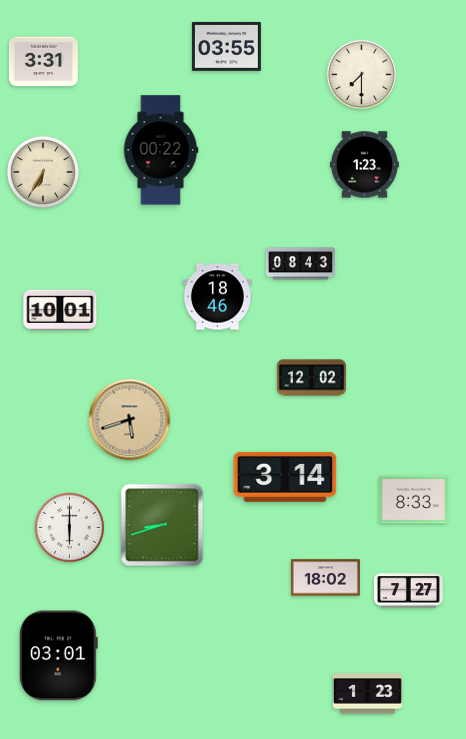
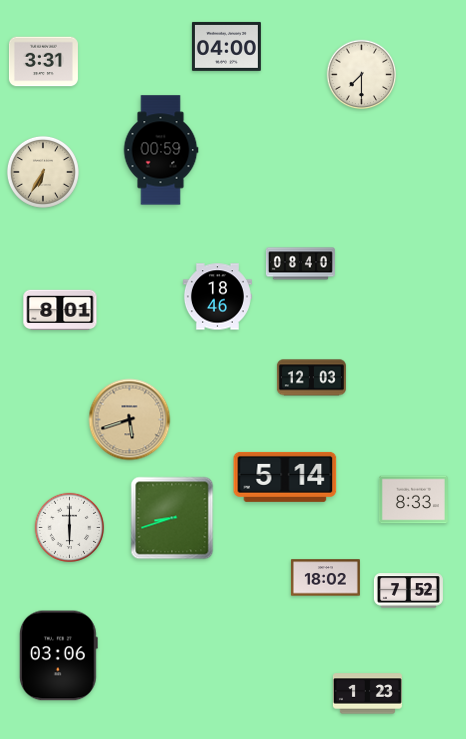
clock at (226, 46): 03:55 -> 04:00
clock at (161, 150): 00:22 -> 00:59
clock at (364, 165): 1:23 -> none
clock at (300, 264): 08:43 -> 08:40
clock at (60, 310): 10:01 -> 8:01
clock at (311, 378): 12:02 -> 12:03
clock at (285, 477): 3:14 -> 5:14
clock at (162, 525) position: (162, 525) -> (172, 518)
clock at (408, 591): 7:27 -> 7:52
clock at (58, 656): 03:01 -> 03:06
